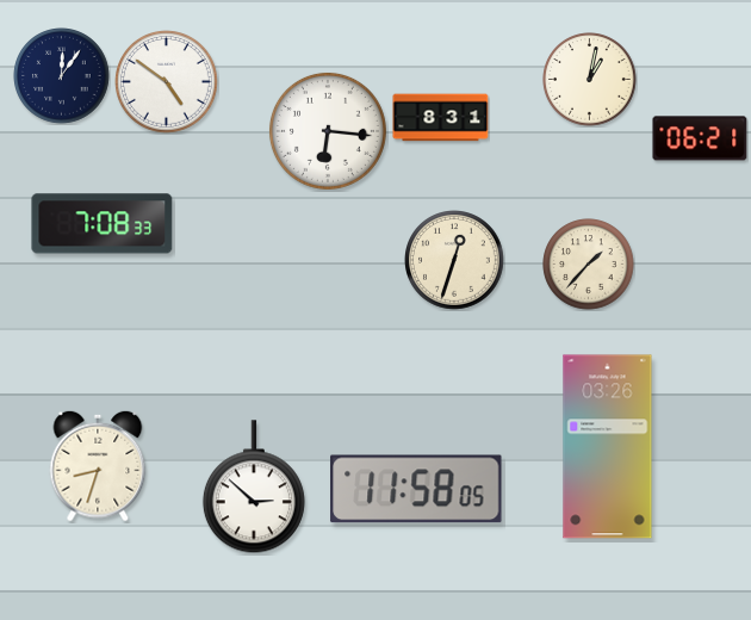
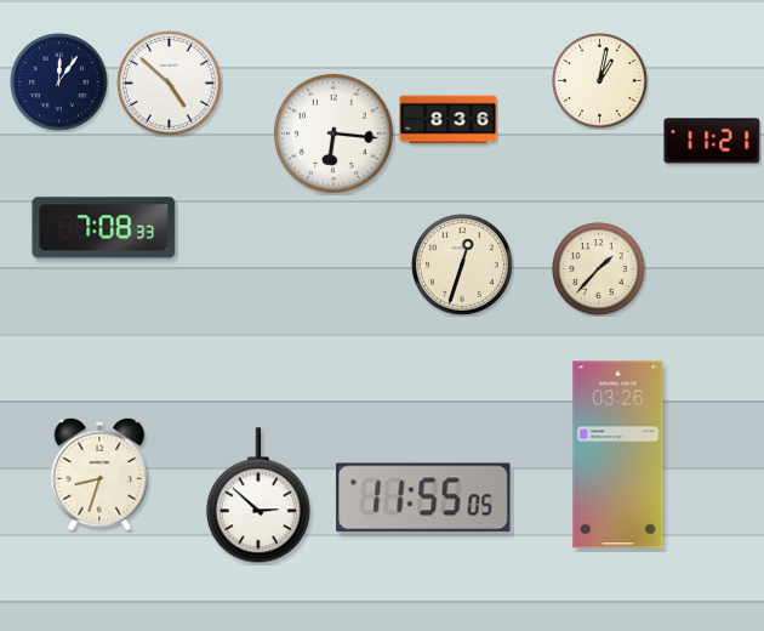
clock at (62, 76) position: (62, 76) -> (59, 83)
clock at (167, 82): 4:51 -> 4:52
clock at (441, 118): 8:31 -> 8:36
clock at (700, 138): 06:21 -> 11:21
clock at (416, 489): 11:58 -> 11:55
